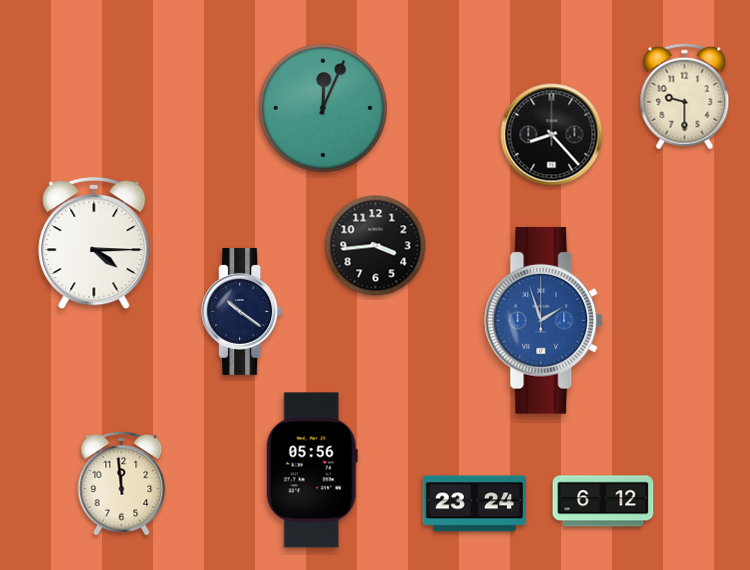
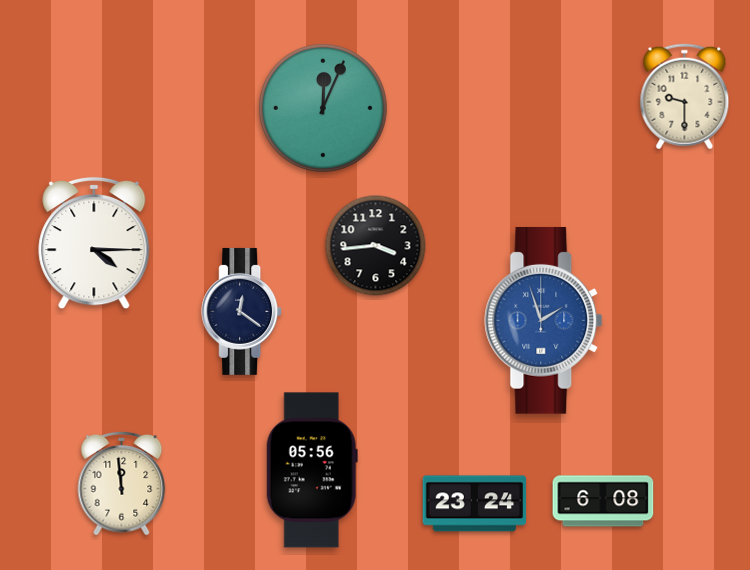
clock at (552, 135): 8:23 -> none
clock at (242, 311): 10:21 -> 12:21
clock at (603, 501): 6:12 -> 6:08
